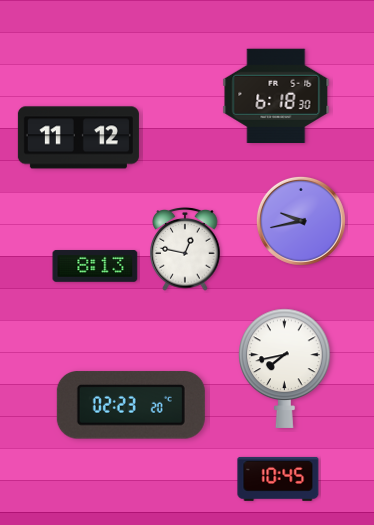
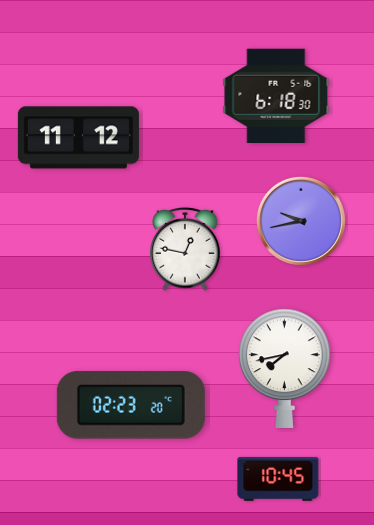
clock at (95, 267): 8:13 -> none
